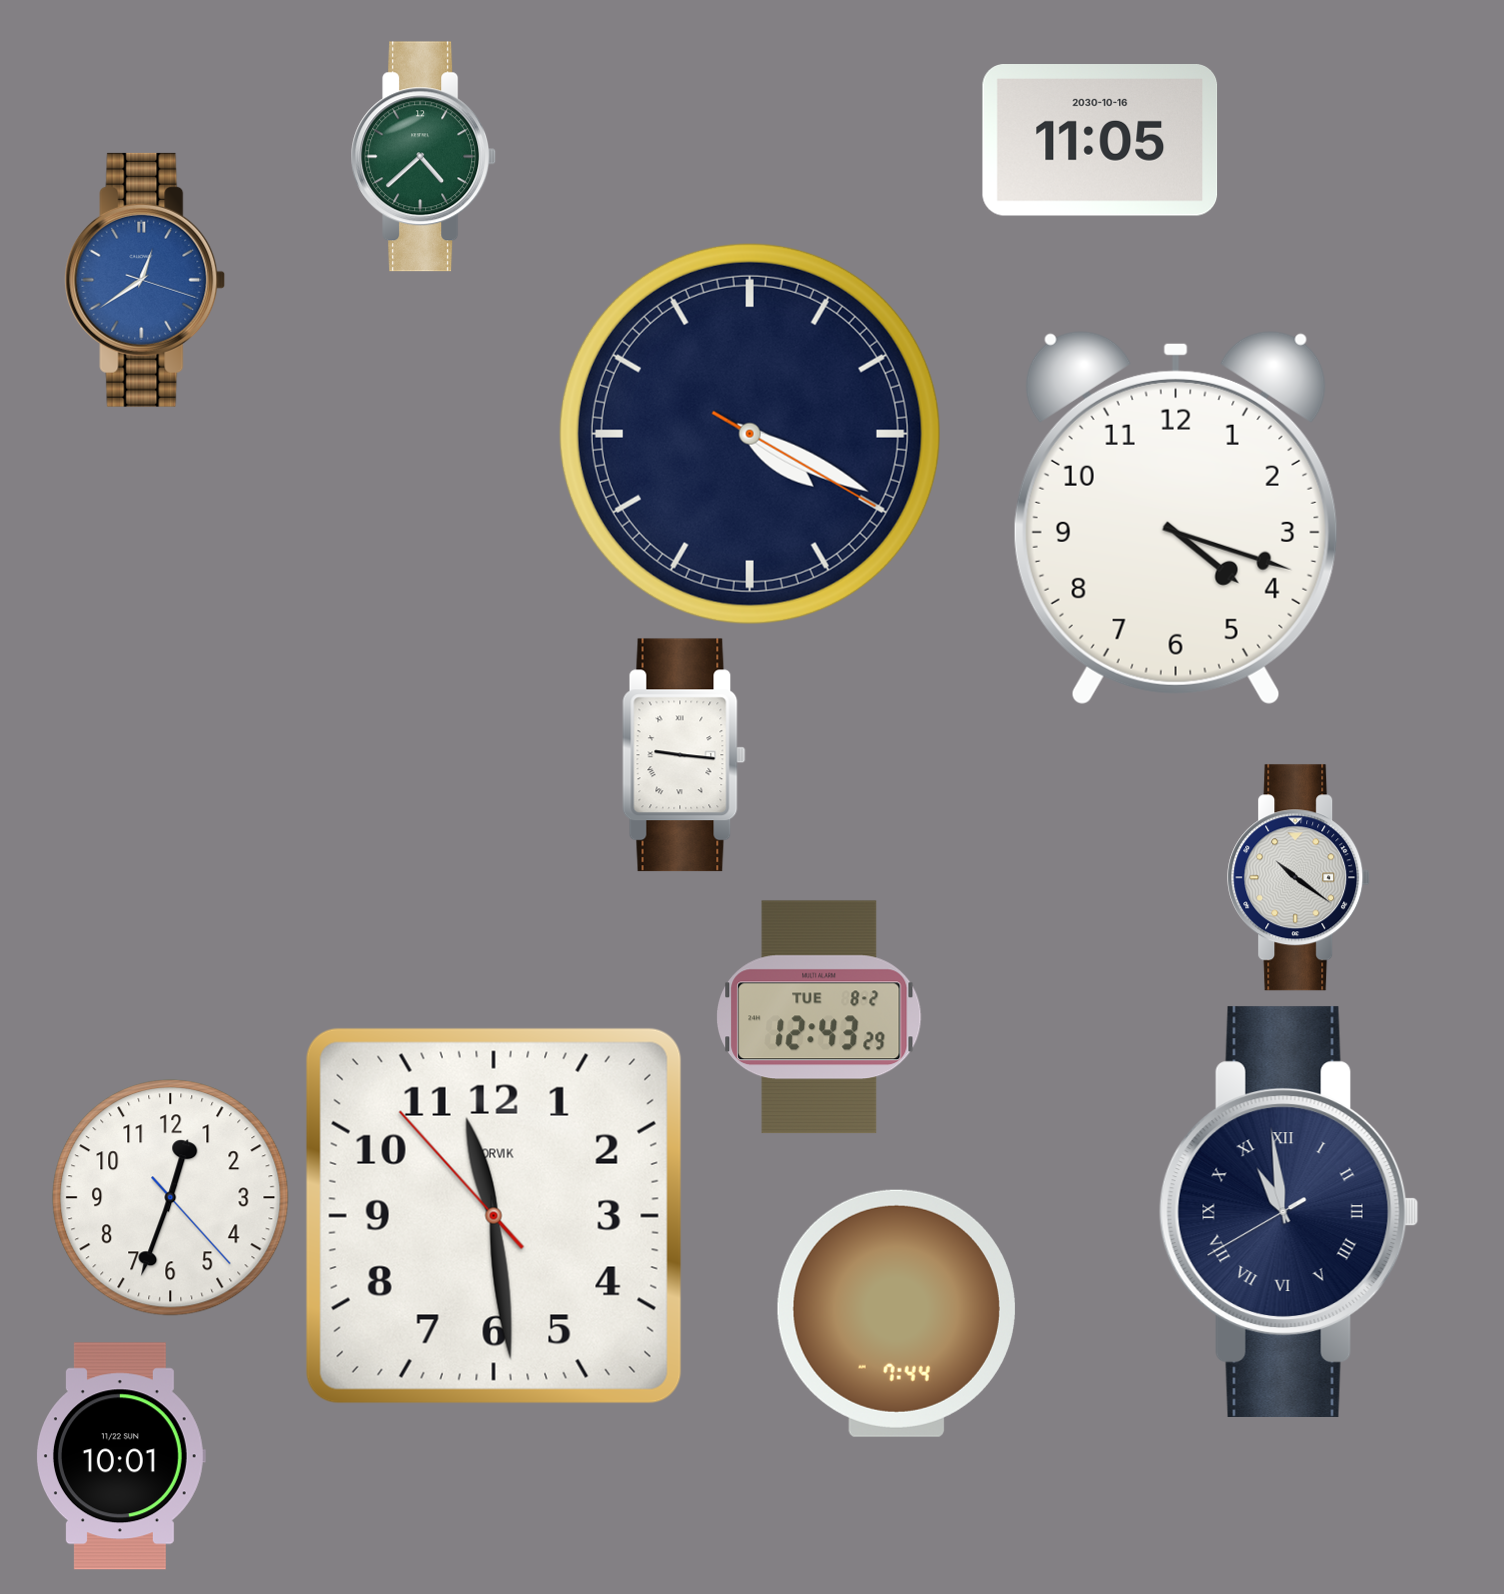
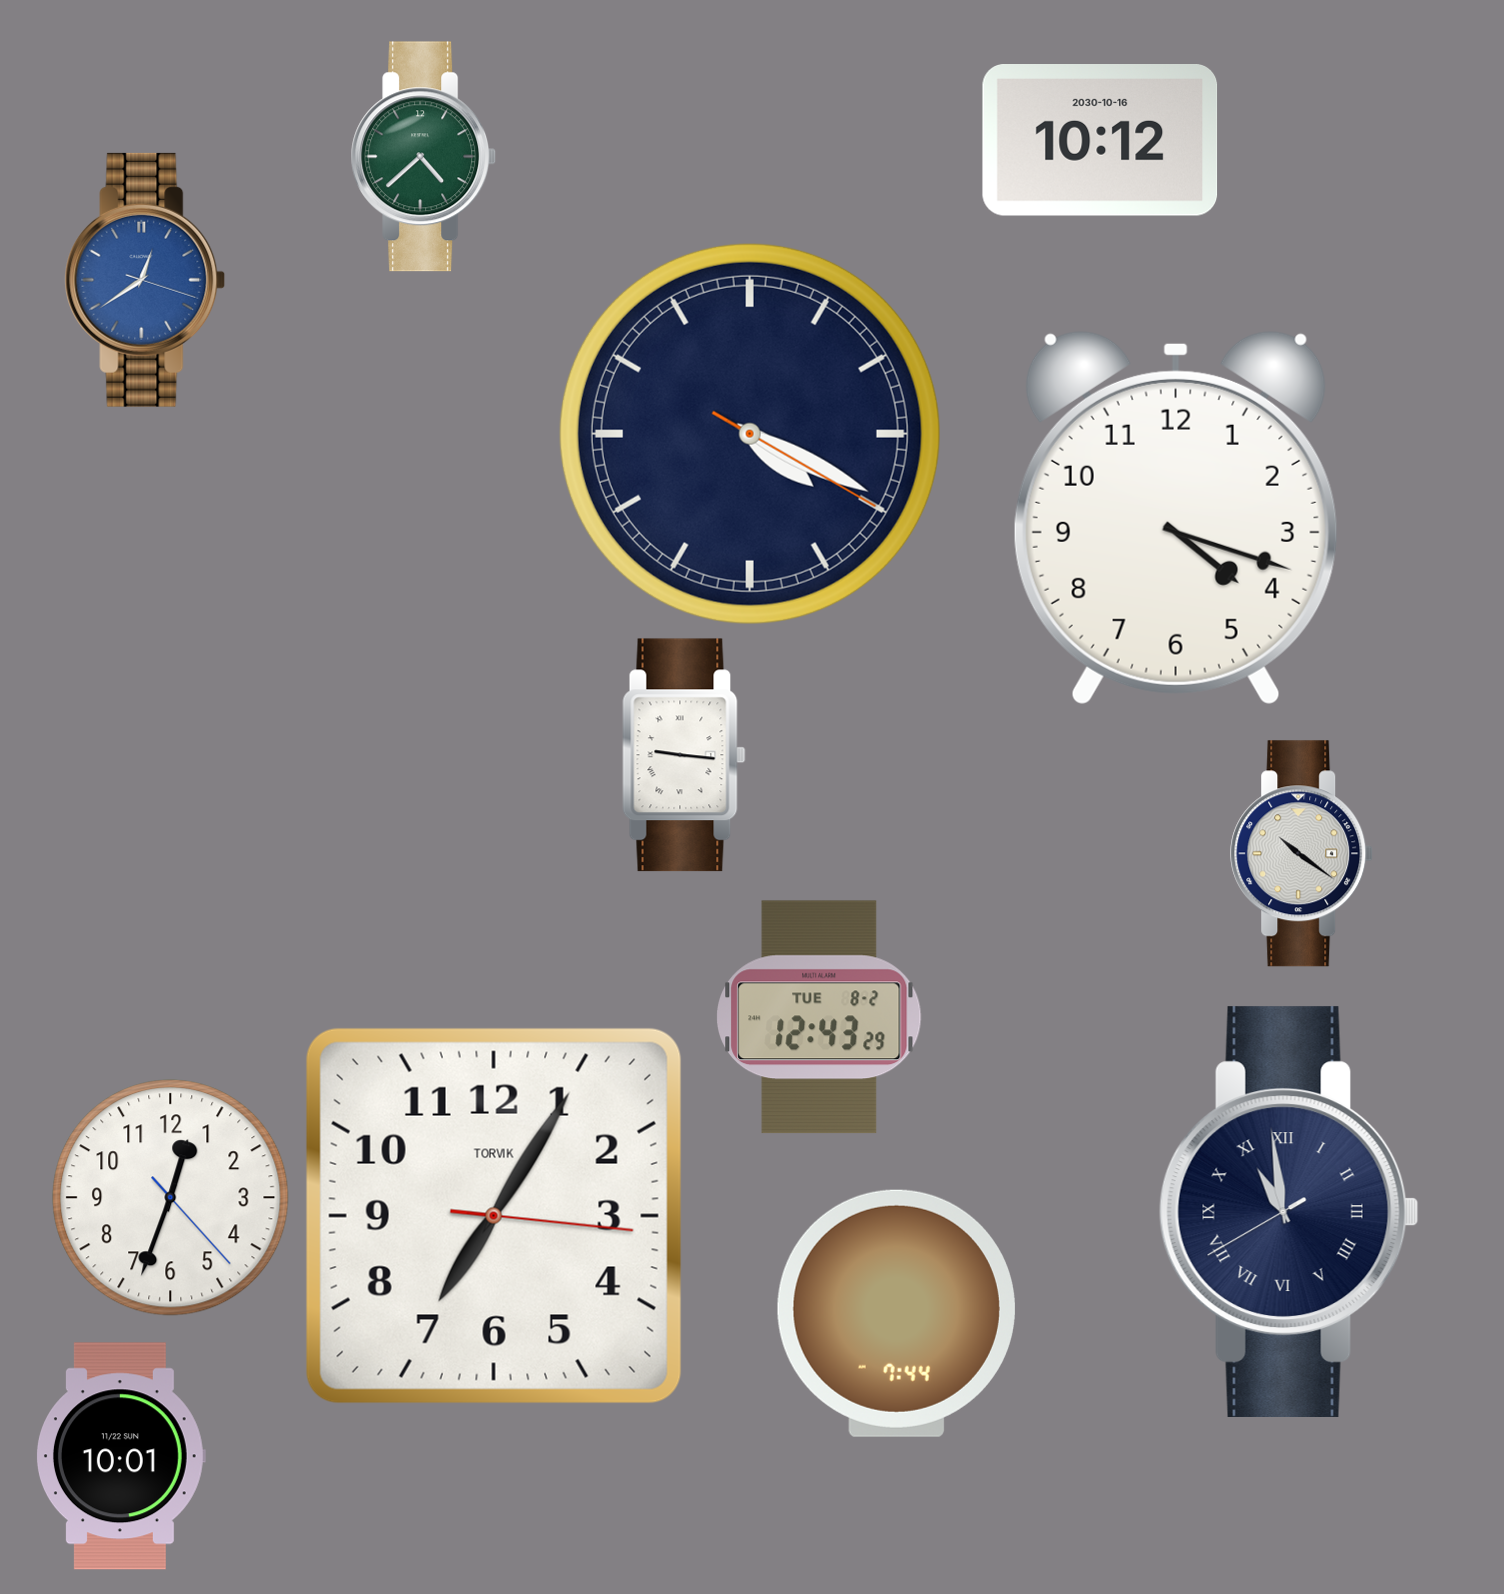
clock at (1100, 141): 11:05 -> 10:12
clock at (1299, 878) position: (1299, 878) -> (1302, 854)
clock at (494, 1216): 11:28 -> 7:05
